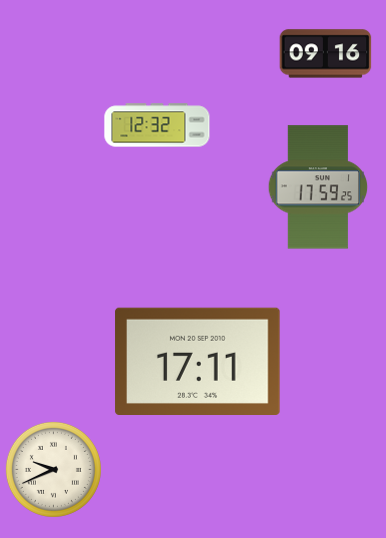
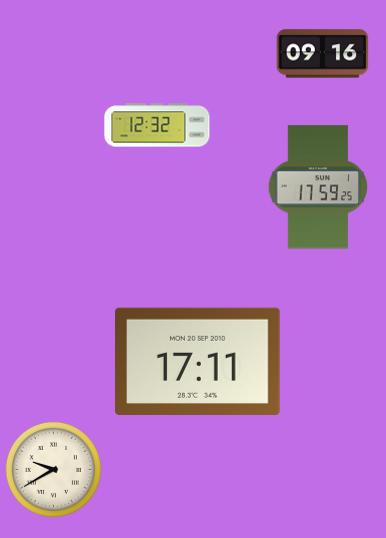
clock at (326, 54) position: (326, 54) -> (323, 54)
clock at (53, 469): 9:41 -> 9:40
